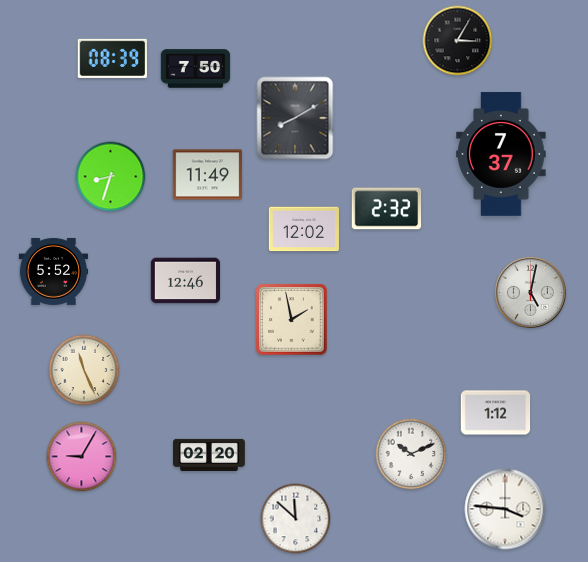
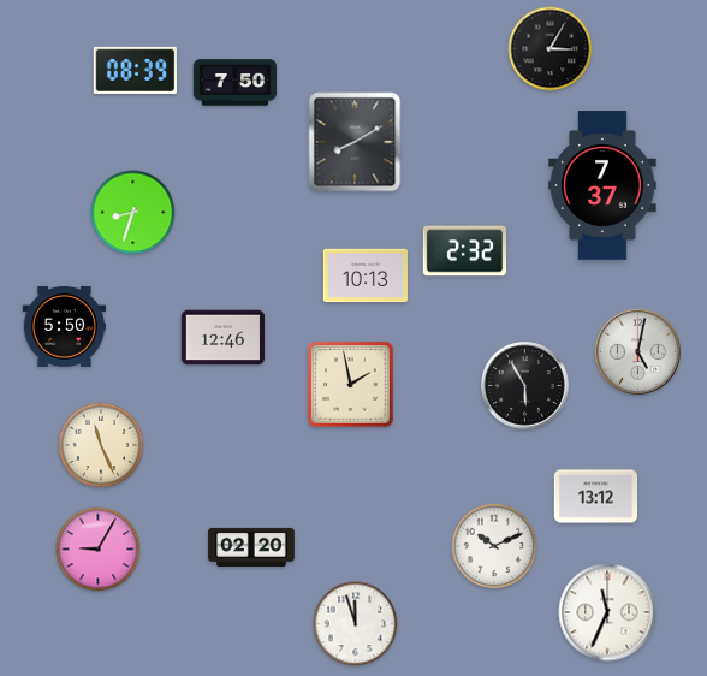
clock at (208, 175): 11:49 -> none
clock at (304, 229): 12:02 -> 10:13
clock at (54, 271): 5:52 -> 5:50
clock at (525, 386): none -> 5:55
clock at (496, 413): 1:12 -> 13:12
clock at (505, 509): 3:46 -> 11:34
clock at (296, 519): 11:52 -> 11:57
